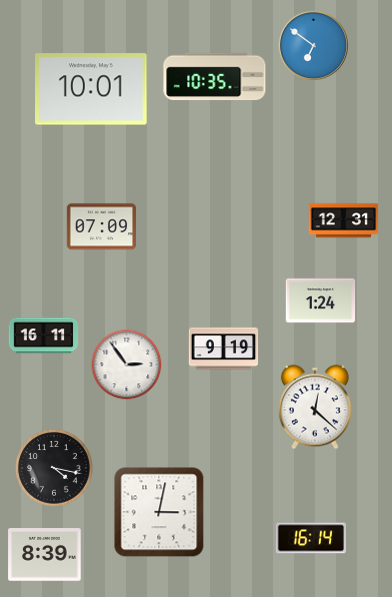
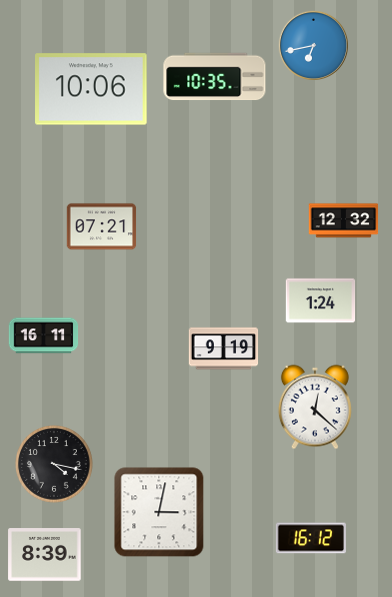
clock at (313, 45): 6:51 -> 6:43
clock at (91, 89): 10:01 -> 10:06
clock at (344, 221): 12:31 -> 12:32
clock at (102, 227): 07:09 -> 07:21
clock at (127, 365): 2:54 -> none
clock at (55, 469) position: (55, 469) -> (55, 465)
clock at (311, 538): 16:14 -> 16:12
